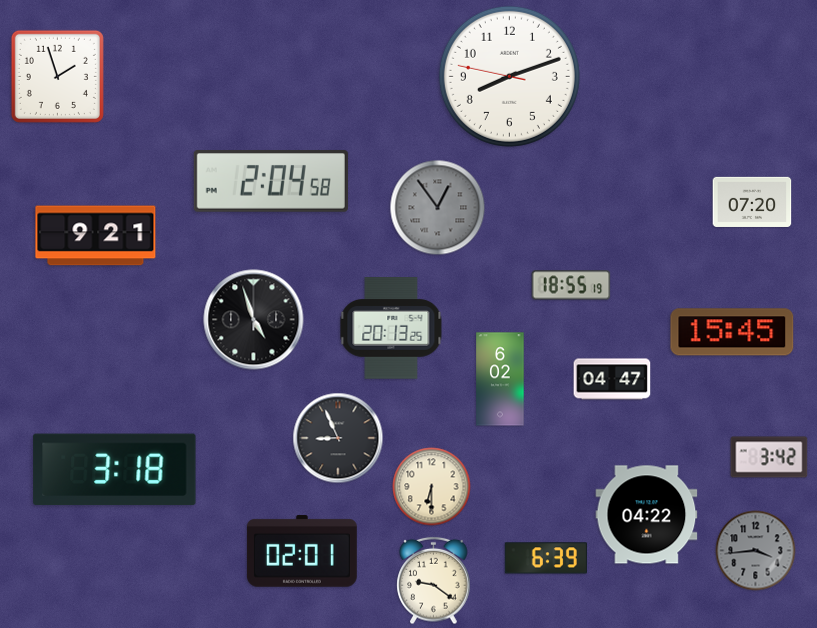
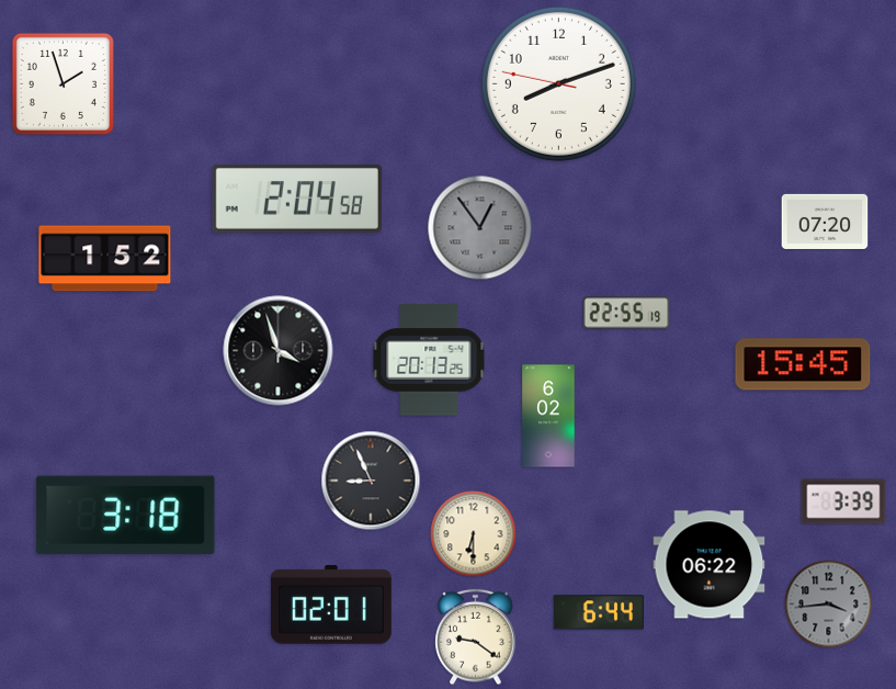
clock at (96, 236): 9:21 -> 1:52
clock at (571, 285): 18:55 -> 22:55
clock at (254, 320): 4:57 -> 3:57
clock at (612, 379): 04:47 -> none
clock at (769, 457): 3:42 -> 3:39
clock at (647, 515): 04:22 -> 06:22
clock at (546, 558): 6:39 -> 6:44
